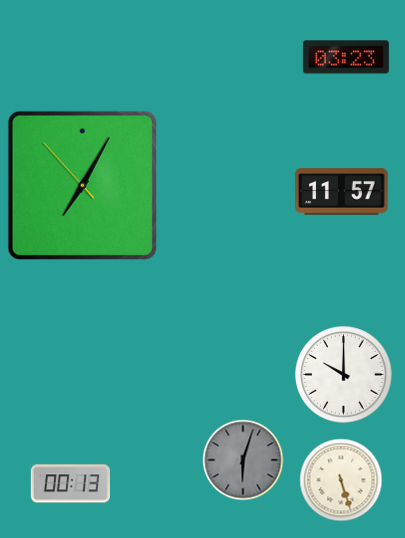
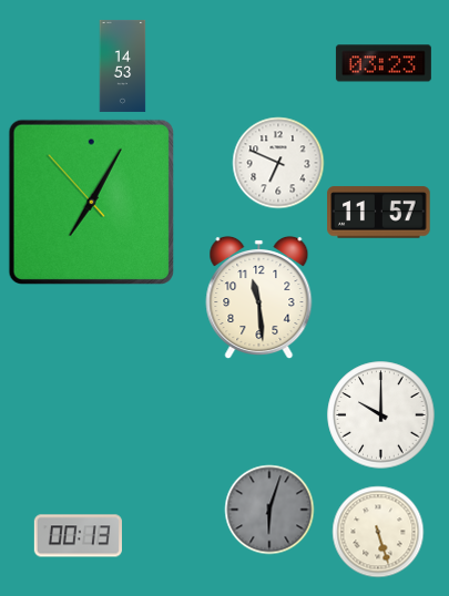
clock at (123, 65): none -> 14:53
clock at (278, 163): none -> 6:49
clock at (82, 185) position: (82, 185) -> (91, 202)
clock at (259, 297): none -> 11:29
